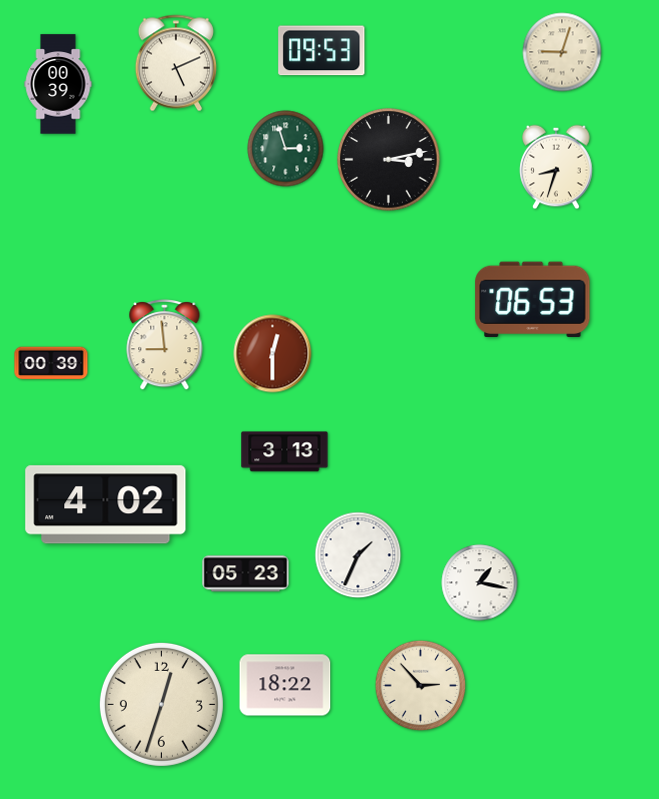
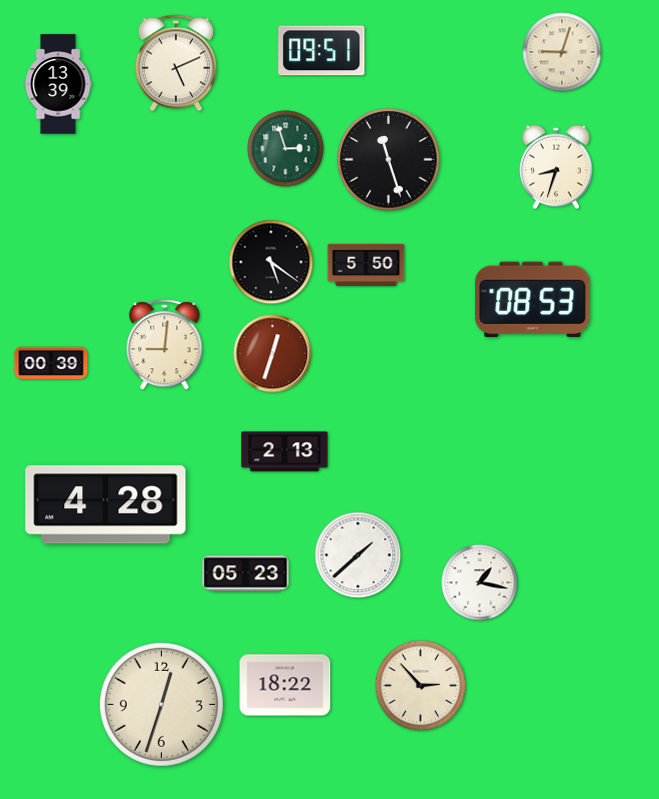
clock at (322, 51): 09:53 -> 09:51
clock at (58, 84): 00:39 -> 13:39
clock at (389, 160): 3:13 -> 11:27
clock at (271, 262): none -> 5:21
clock at (366, 265): none -> 5:50
clock at (533, 299): 06:53 -> 08:53
clock at (165, 345): 8:59 -> 9:01
clock at (273, 354): 12:30 -> 12:33
clock at (285, 452): 3:13 -> 2:13
clock at (106, 505): 4:02 -> 4:28
clock at (358, 555): 1:34 -> 1:38
